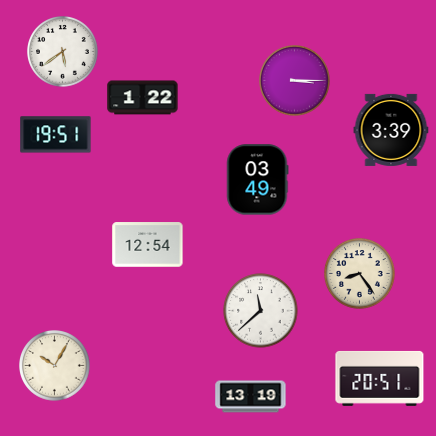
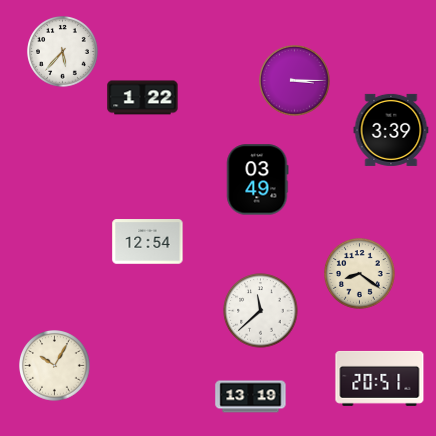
clock at (63, 52): 5:39 -> 5:37
clock at (56, 135): 19:51 -> none
clock at (148, 245) position: (148, 245) -> (148, 242)
clock at (360, 274): 8:24 -> 8:21
